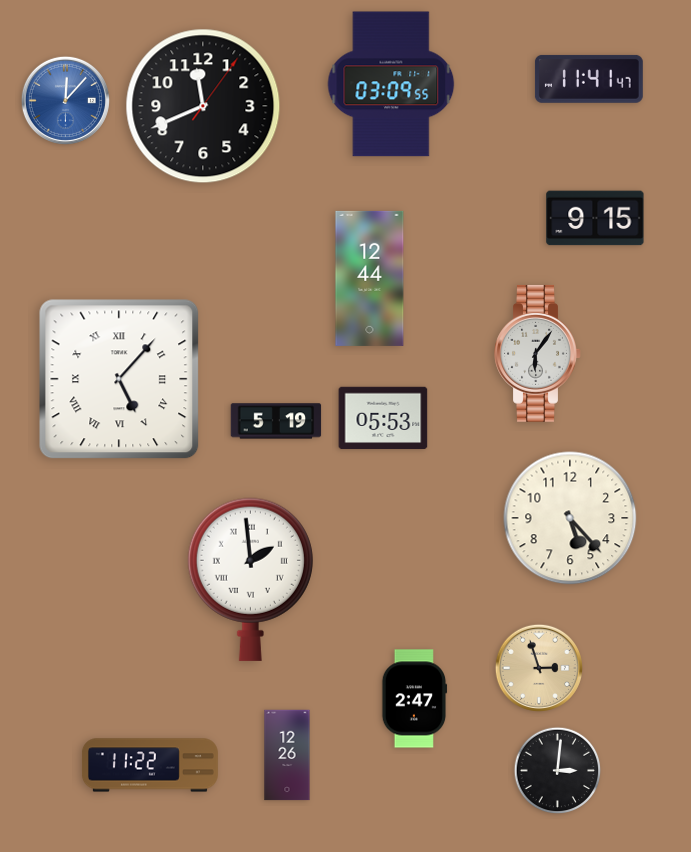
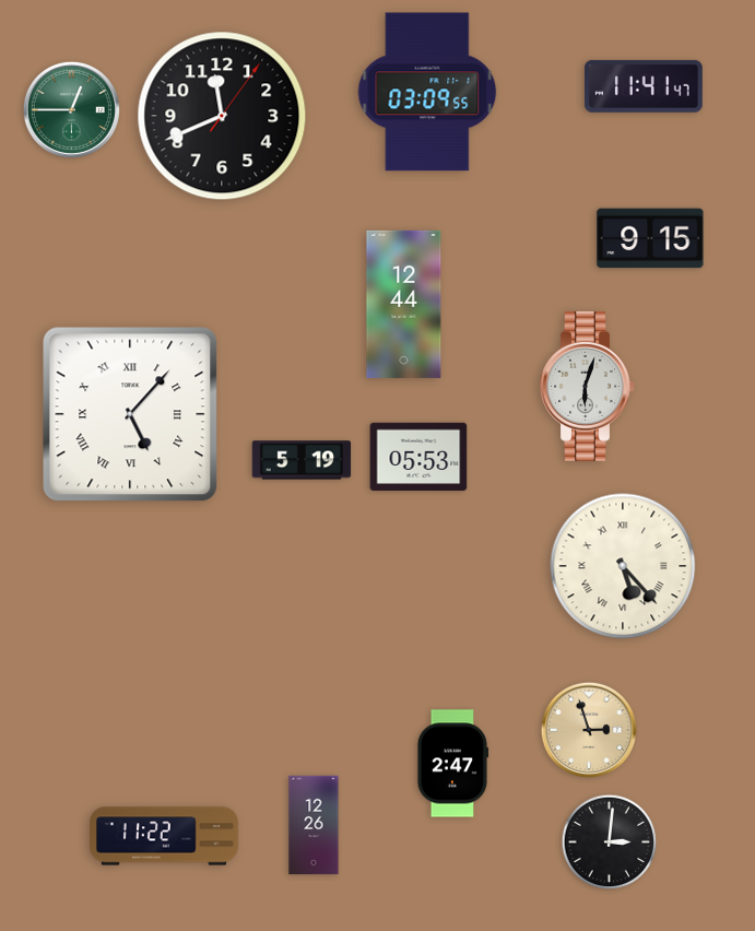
clock at (65, 100): 12:07 -> 12:45
clock at (65, 100) dial: blue -> green
clock at (538, 353): 6:06 -> 6:03
clock at (570, 518) numerals: Arabic -> Roman
clock at (250, 579): 1:59 -> none
